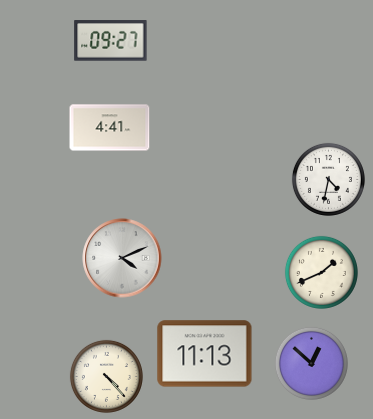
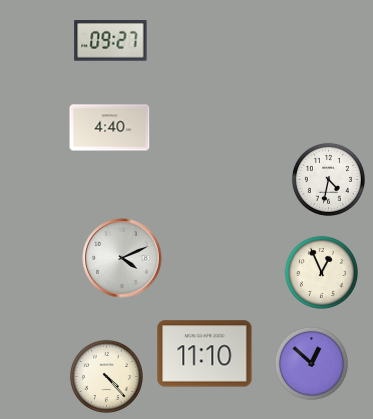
clock at (110, 128): 4:41 -> 4:40
clock at (321, 272): 1:41 -> 12:56
clock at (205, 354): 11:13 -> 11:10
